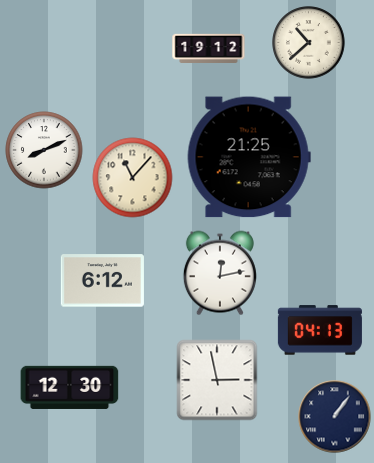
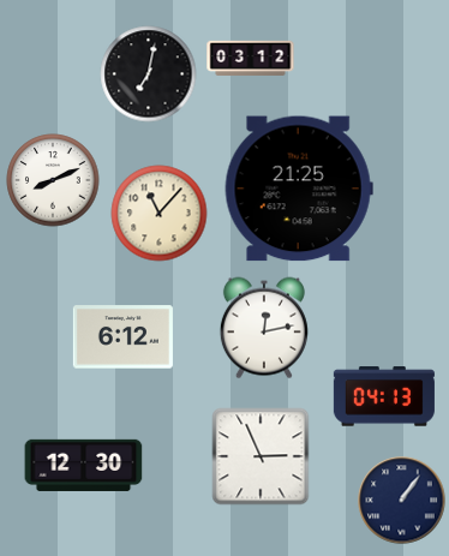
clock at (309, 43): 10:38 -> none
clock at (209, 49): 19:12 -> 03:12
clock at (149, 74): none -> 7:02
clock at (217, 380): 2:58 -> 2:56
